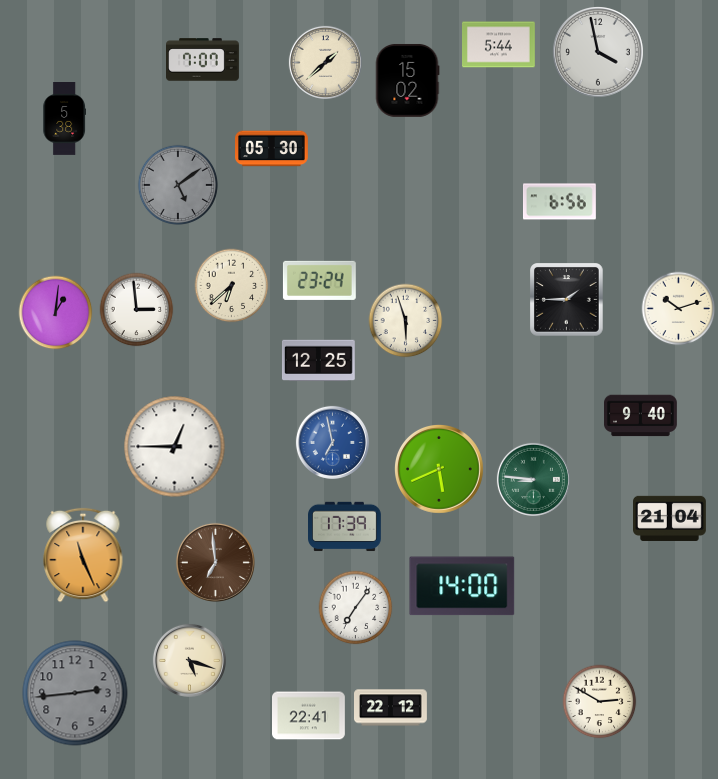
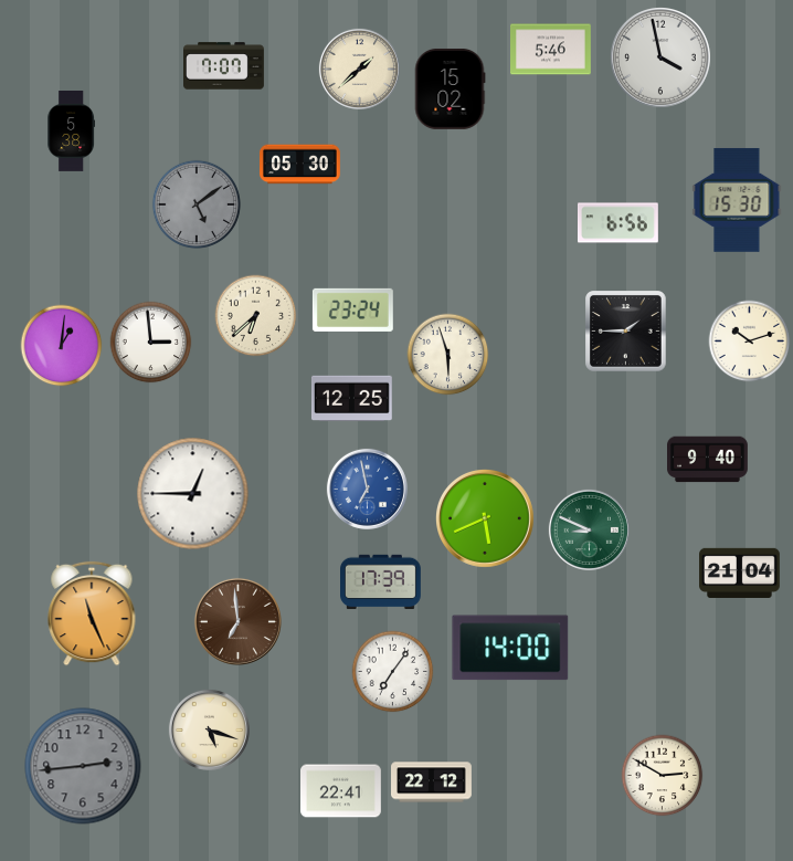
clock at (499, 45): 5:44 -> 5:46
clock at (737, 200): none -> 15:30
clock at (533, 479): 8:46 -> 8:49
